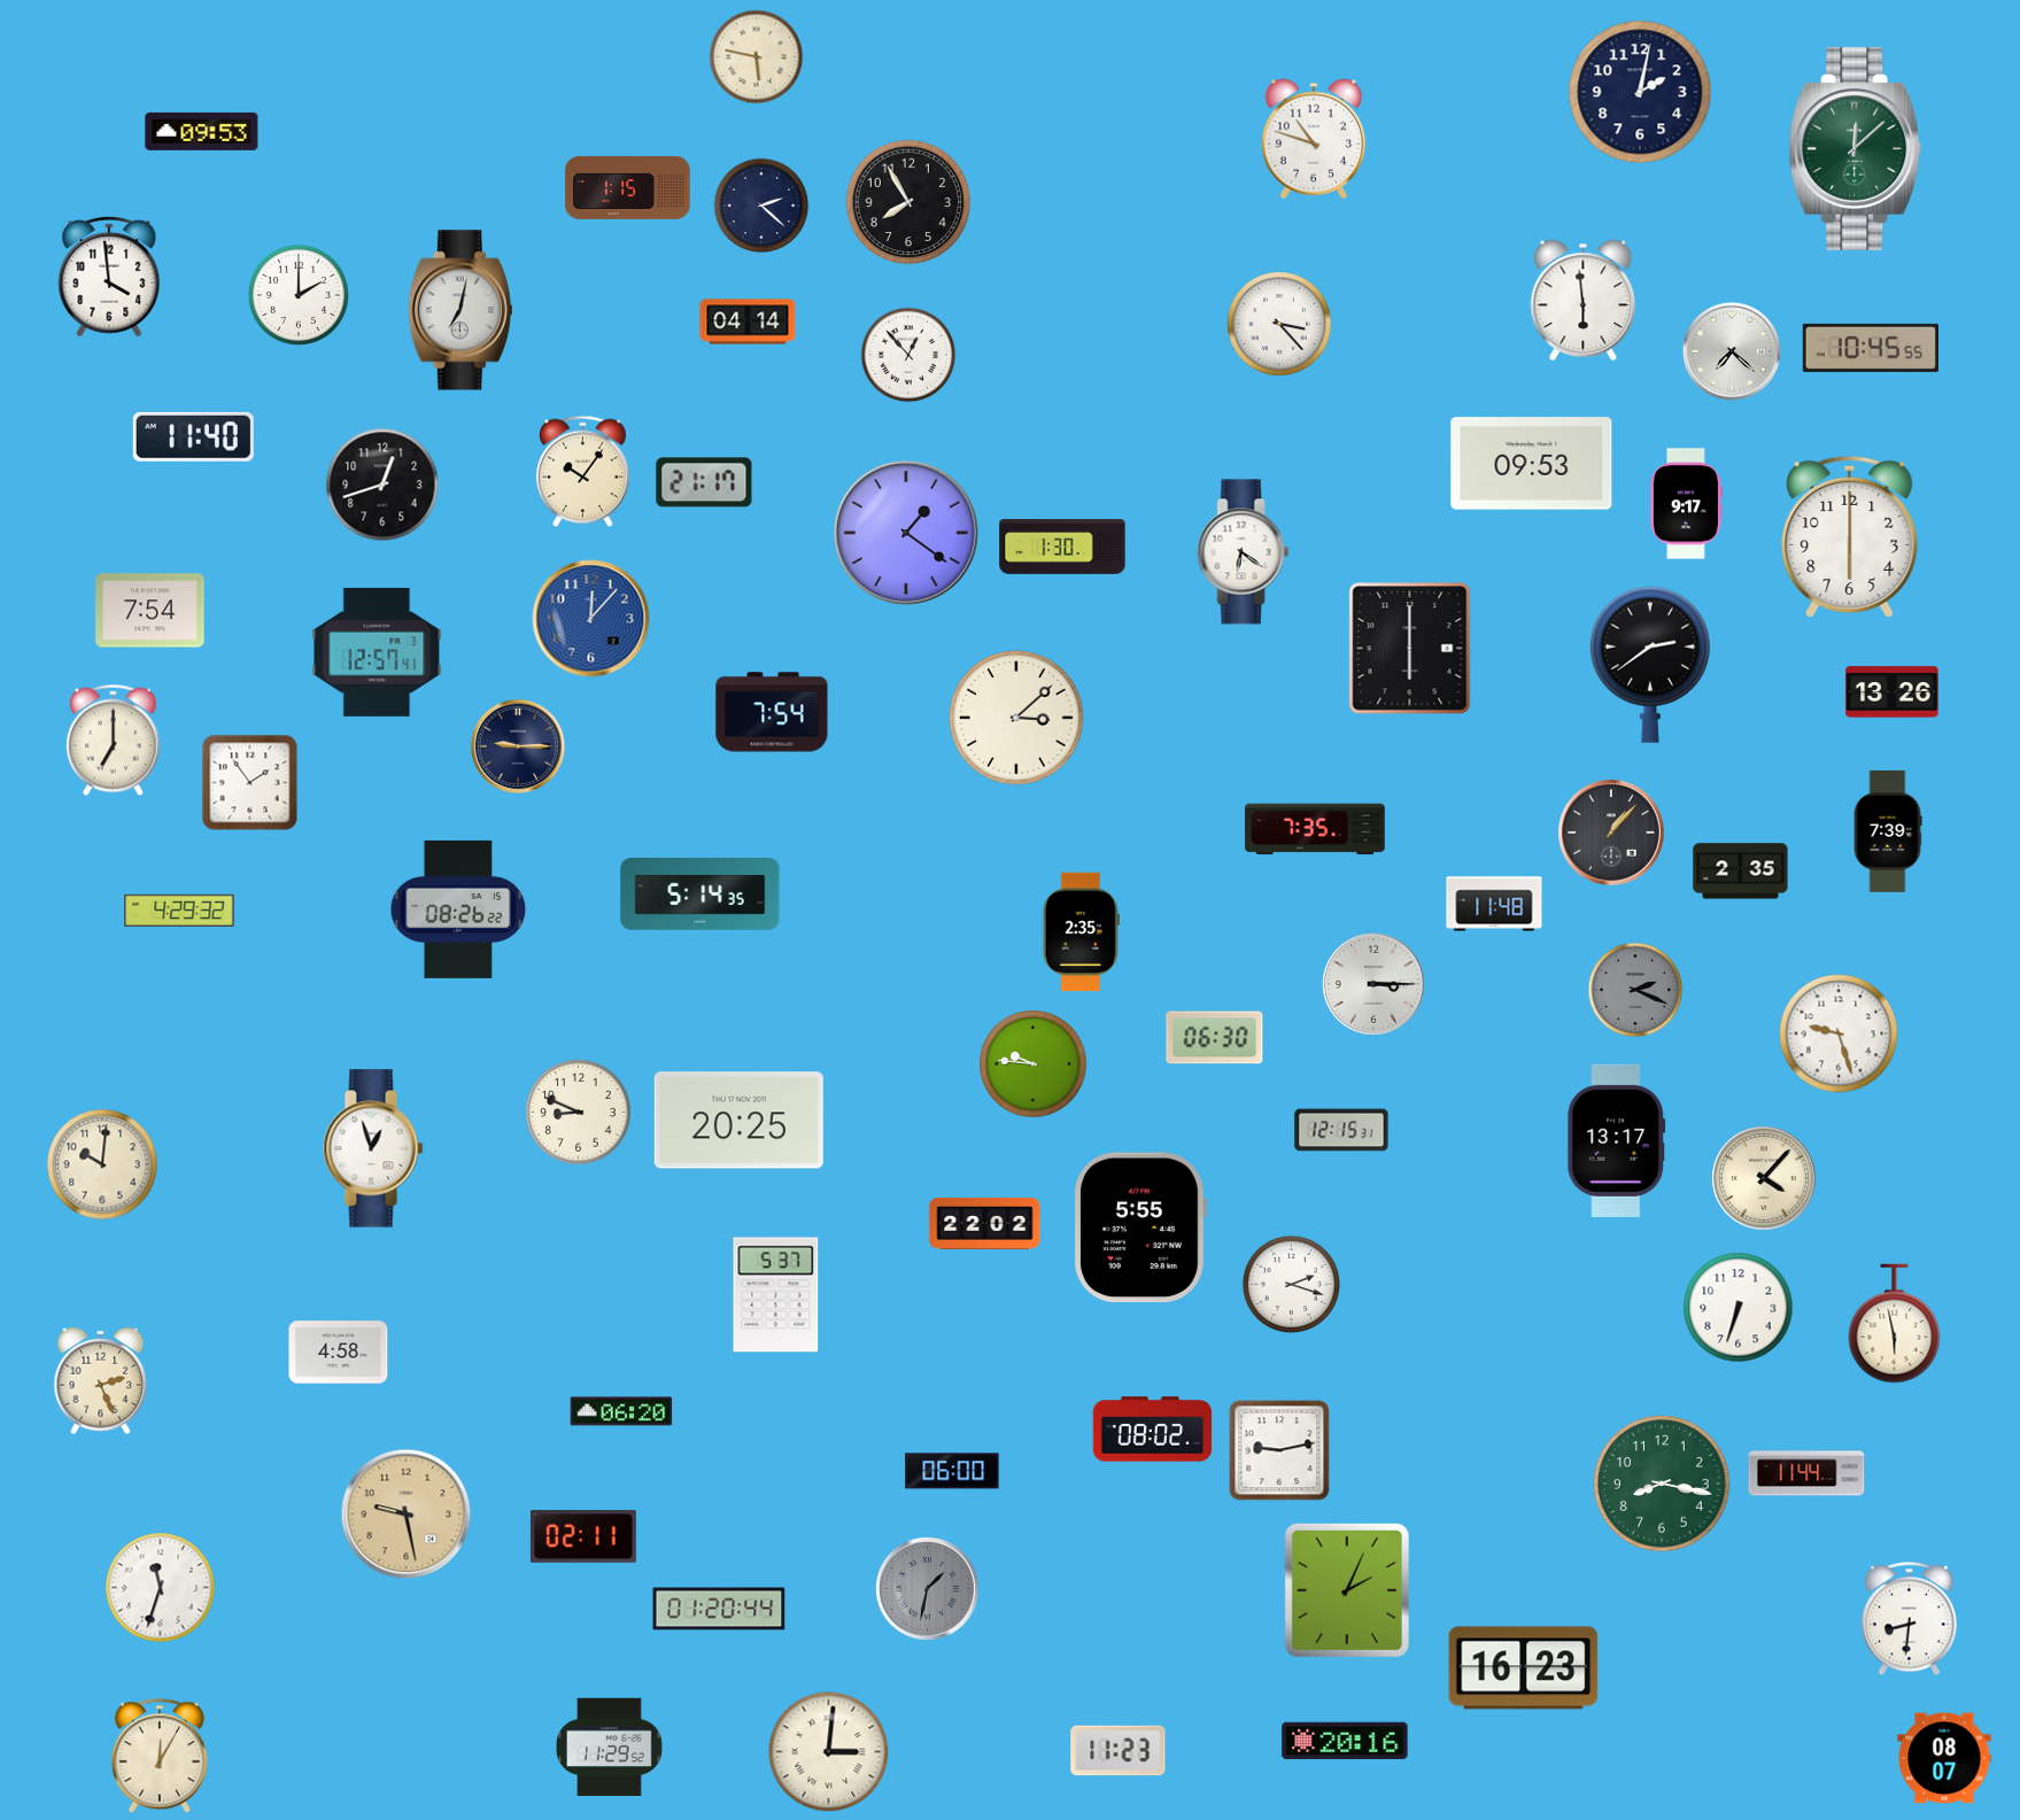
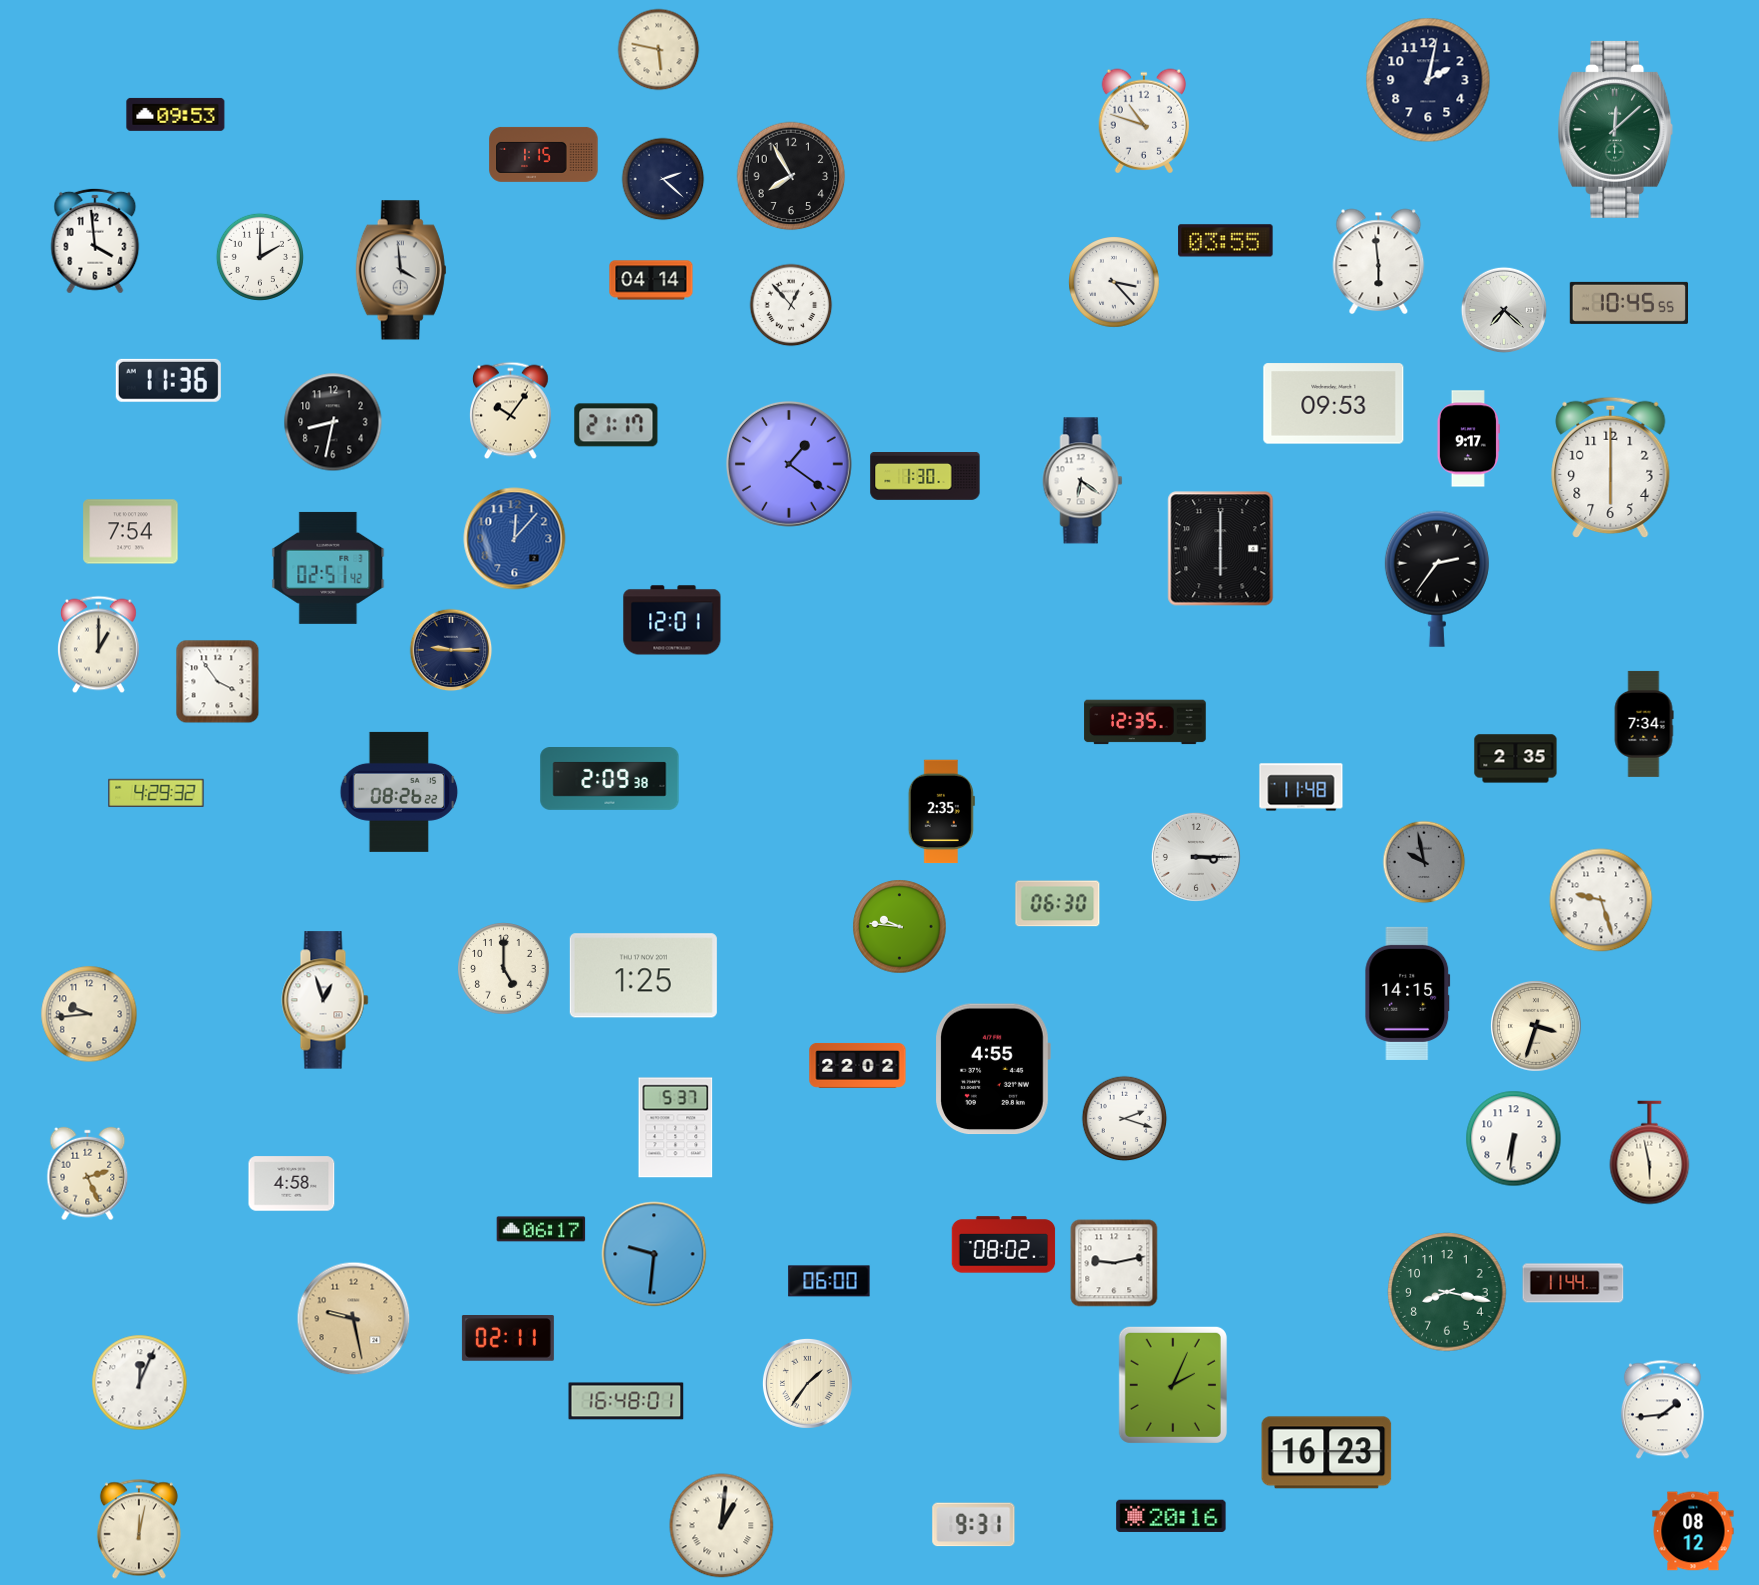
clock at (628, 187) position: (628, 187) -> (544, 154)
clock at (1226, 241): none -> 03:55
clock at (461, 310): 7:02 -> 3:59
clock at (1732, 351) position: (1732, 351) -> (1504, 310)
clock at (908, 355) position: (908, 355) -> (791, 305)
clock at (193, 436): 11:40 -> 11:36
clock at (583, 472) position: (583, 472) -> (511, 411)
clock at (704, 482) position: (704, 482) -> (616, 425)
clock at (382, 485): 12:42 -> 8:32
clock at (1410, 649) position: (1410, 649) -> (1221, 549)
clock at (377, 652): 12:57 -> 02:51
clock at (1650, 665): 2:39 -> 2:36
clock at (1893, 692): 13:26 -> none
clock at (772, 712): 7:54 -> 12:01
clock at (1016, 718): 3:08 -> none
clock at (114, 741): 7:00 -> 1:00
clock at (250, 783): 1:54 -> 3:54
clock at (1315, 829): 7:35 -> 12:35
clock at (1888, 831): 7:39 -> 7:34
clock at (1611, 832): 1:07 -> none
clock at (701, 894): 5:14 -> 2:09
clock at (1635, 990): 2:19 -> 9:58
clock at (579, 1113): 8:49 -> 5:00
clock at (738, 1121): 20:25 -> 1:25
clock at (1341, 1130): 12:15 -> none
clock at (1617, 1140): 13:17 -> 14:15
clock at (102, 1164): 10:01 -> 9:44
clock at (1765, 1179): 4:07 -> 3:33
clock at (1140, 1227): 5:55 -> 4:55
clock at (1739, 1308): 6:33 -> 6:31
clock at (339, 1353) position: (339, 1353) -> (292, 1184)
clock at (101, 1381) position: (101, 1381) -> (88, 1174)
clock at (621, 1411): 06:20 -> 06:17
clock at (654, 1254): none -> 9:31
clock at (161, 1588): 11:33 -> 12:04
clock at (927, 1588): 1:32 -> 1:36
clock at (927, 1588) dial: grey -> cream
clock at (719, 1609): 01:20 -> 16:48
clock at (1909, 1619): 8:31 -> 1:44
clock at (610, 1748): 11:29 -> none
clock at (1119, 1751): 11:23 -> 9:31
clock at (829, 1752): 3:01 -> 1:01
clock at (160, 1756): 12:05 -> 12:02
clock at (1944, 1758): 08:07 -> 08:12
